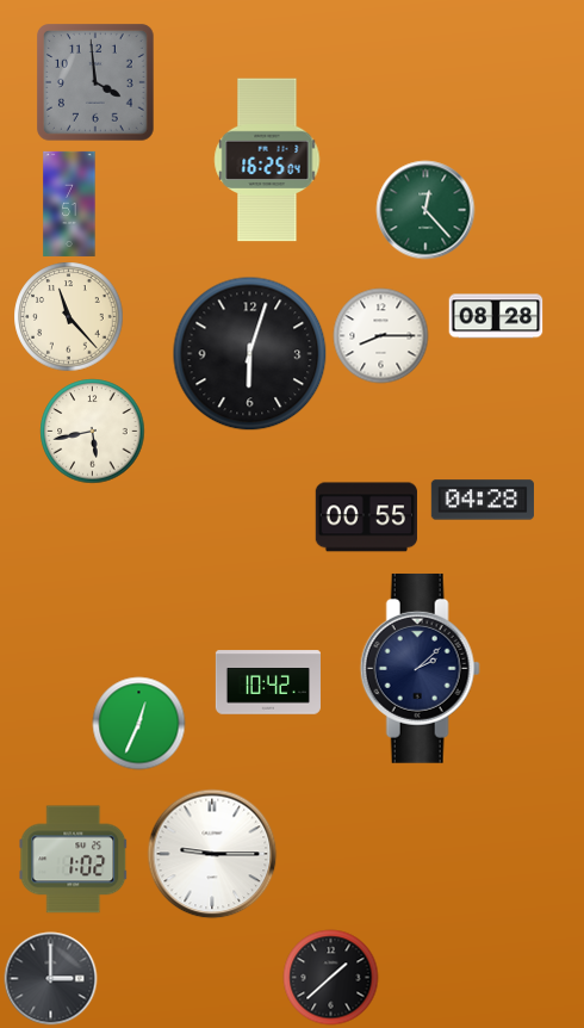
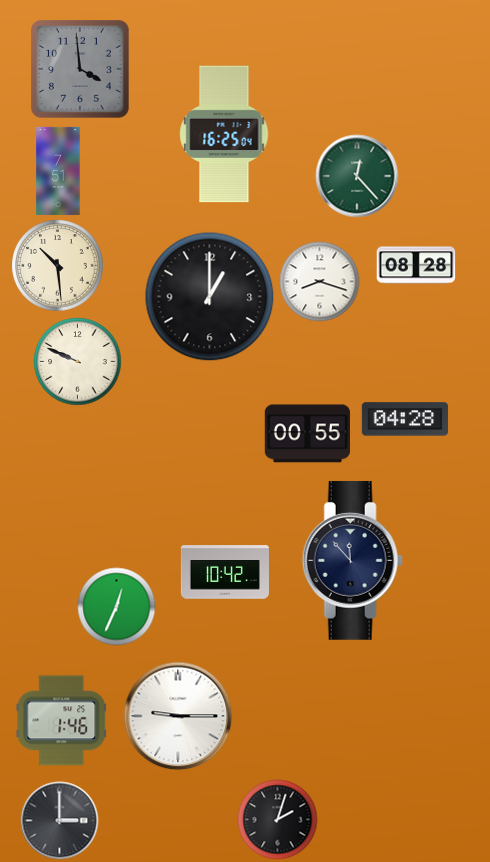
clock at (68, 316): 11:23 -> 10:29
clock at (380, 335): 8:15 -> 8:18
clock at (249, 353): 6:03 -> 1:00
clock at (92, 431): 5:43 -> 9:49
clock at (420, 668): 2:08 -> 11:53
clock at (73, 860): 1:02 -> 1:46
clock at (330, 977): 1:38 -> 2:03
clock at (50, 978) position: (50, 978) -> (59, 820)
